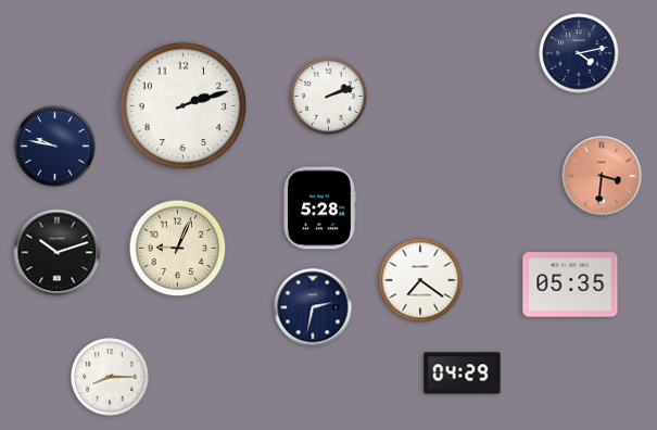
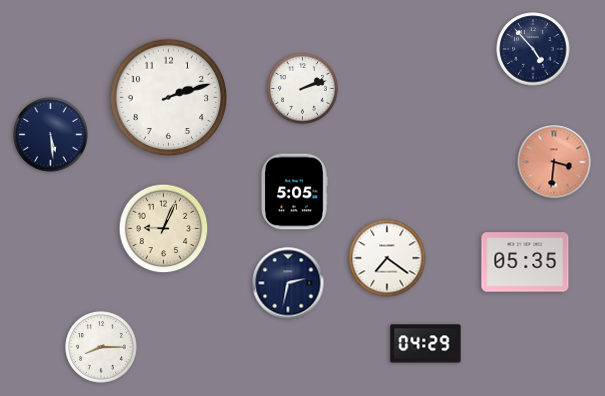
clock at (579, 53): 4:13 -> 4:53
clock at (55, 147): 9:47 -> 5:29
clock at (319, 208): 5:28 -> 5:05
clock at (58, 253): 10:12 -> none
